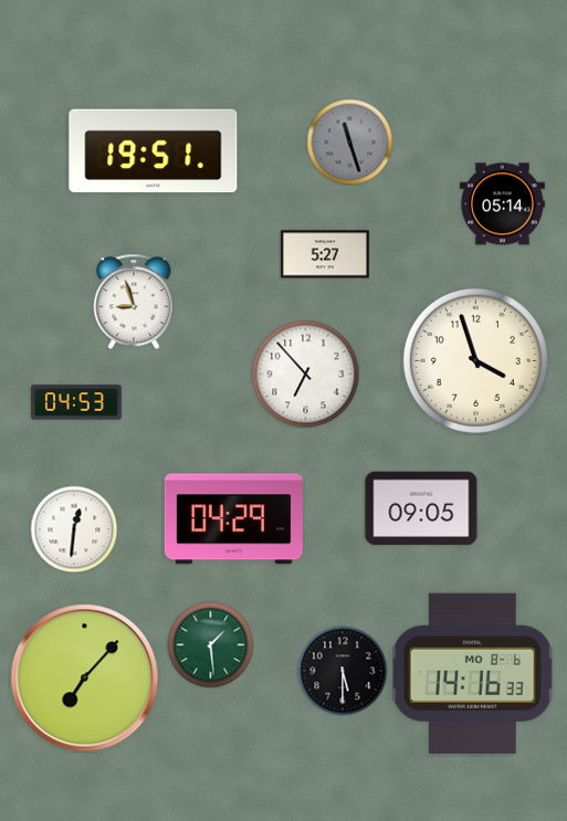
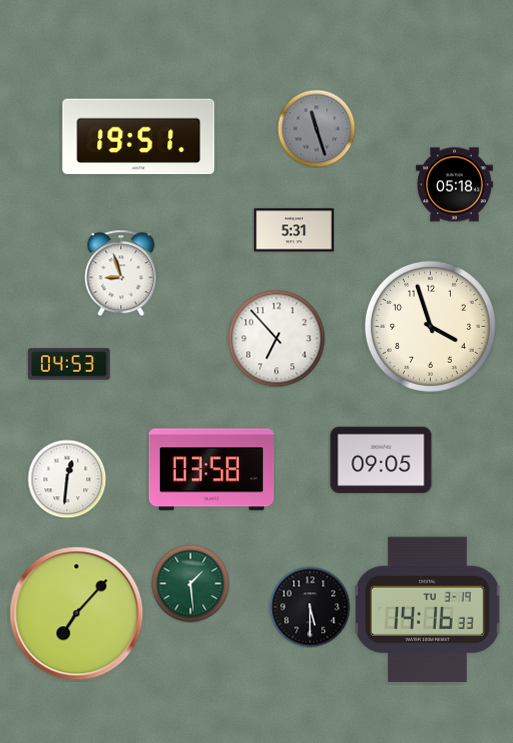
clock at (502, 204): 05:14 -> 05:18
clock at (325, 254): 5:27 -> 5:31
clock at (233, 519): 04:29 -> 03:58
clock at (472, 673) date: MO 8-6 -> TU 3-19
